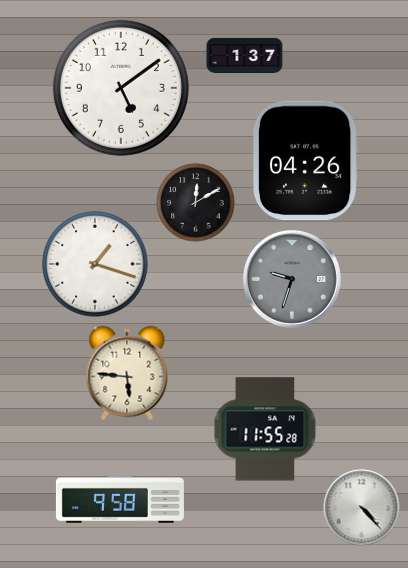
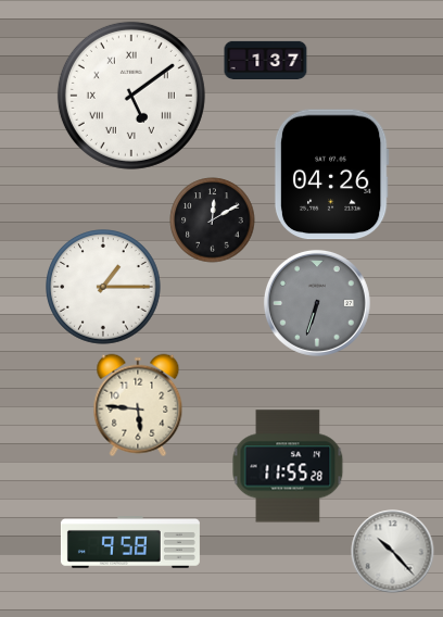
clock at (121, 88) numerals: Arabic -> Roman
clock at (96, 265): 1:18 -> 1:15
clock at (292, 279): 9:33 -> 6:33
clock at (362, 508): 4:23 -> 10:23
